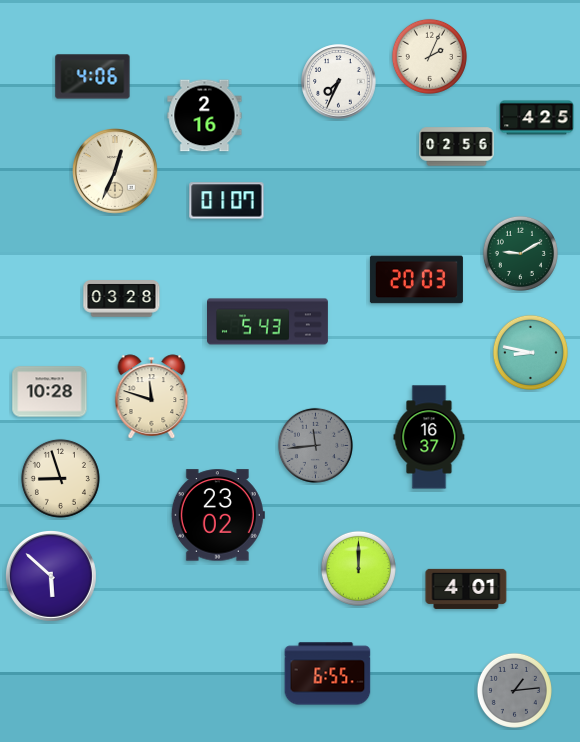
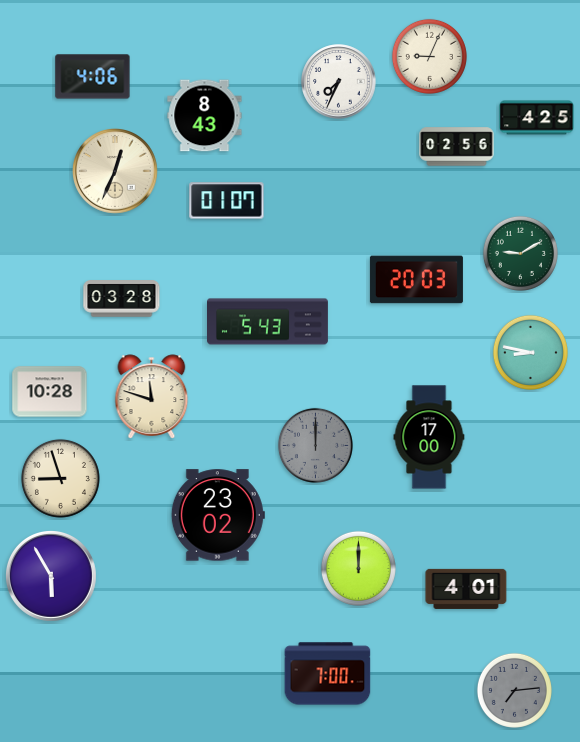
clock at (429, 56): 2:04 -> 9:04
clock at (205, 116): 2:16 -> 8:43
clock at (429, 437): 16:37 -> 17:00
clock at (315, 445): 11:44 -> 12:00
clock at (51, 576): 5:52 -> 5:55
clock at (328, 674): 6:55 -> 7:00
clock at (514, 690): 1:14 -> 7:14
